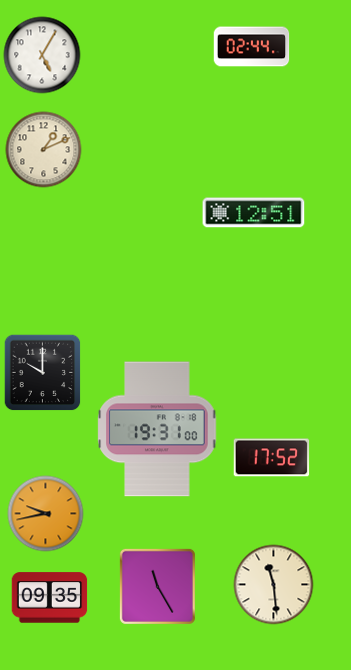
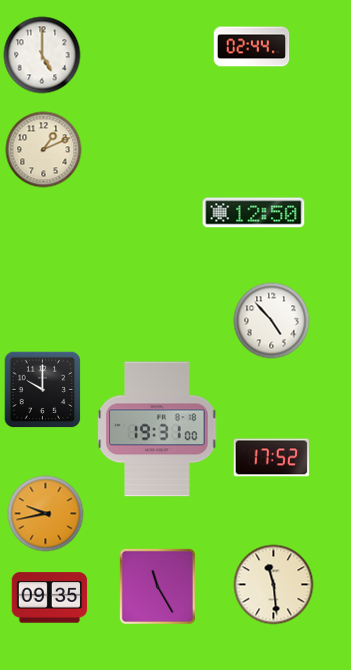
clock at (42, 55): 5:05 -> 5:00
clock at (254, 213): 12:51 -> 12:50
clock at (272, 321): none -> 4:53
clock at (42, 372) position: (42, 372) -> (42, 389)
